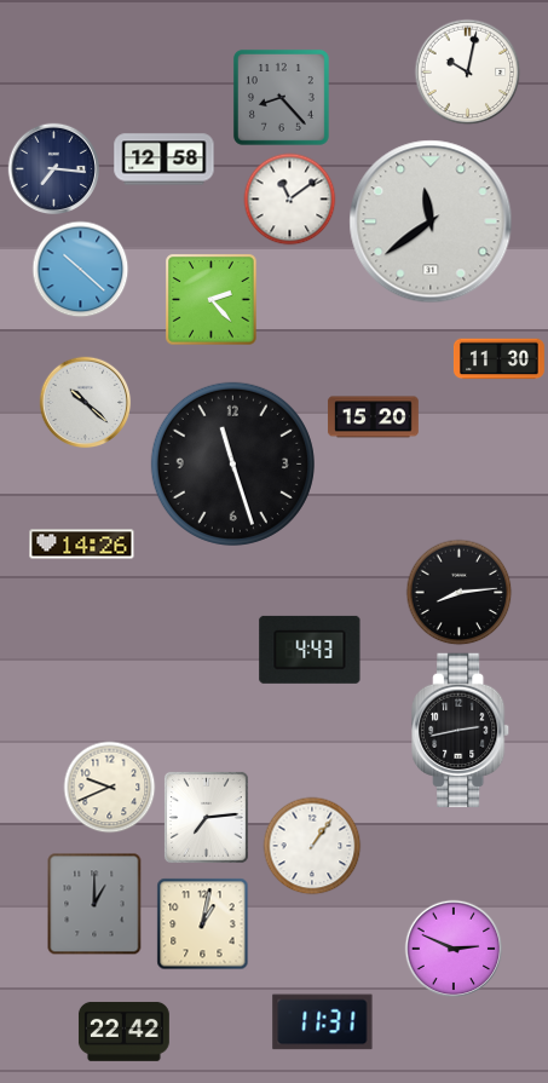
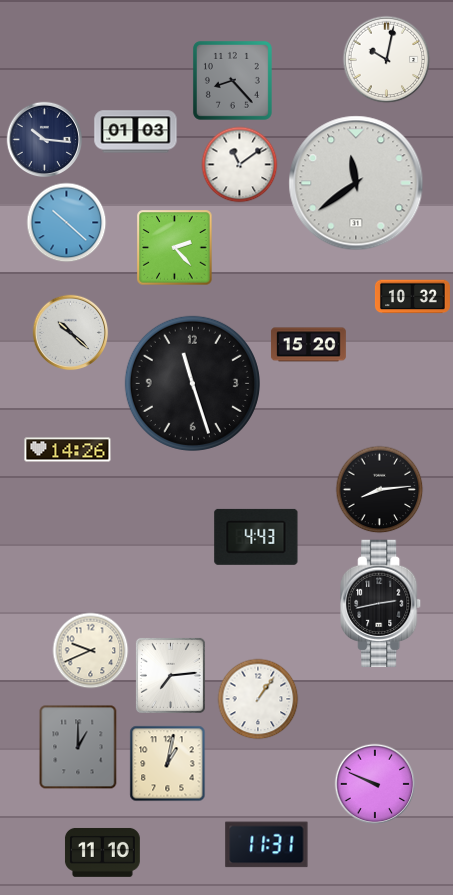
clock at (165, 160): 12:58 -> 01:03
clock at (54, 169): 7:16 -> 10:16
clock at (500, 359): 11:30 -> 10:32
clock at (454, 949): 2:49 -> 9:49
clock at (123, 1031): 22:42 -> 11:10
